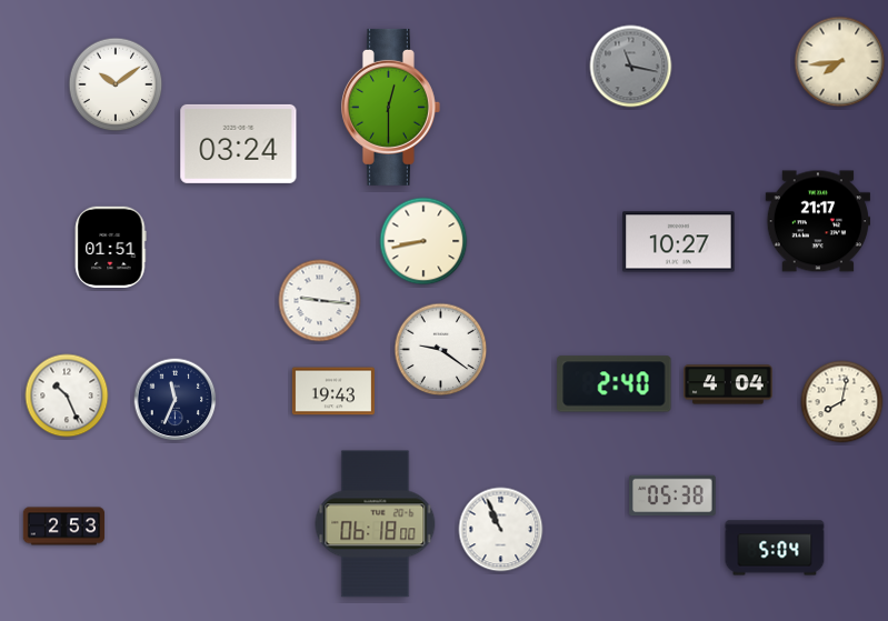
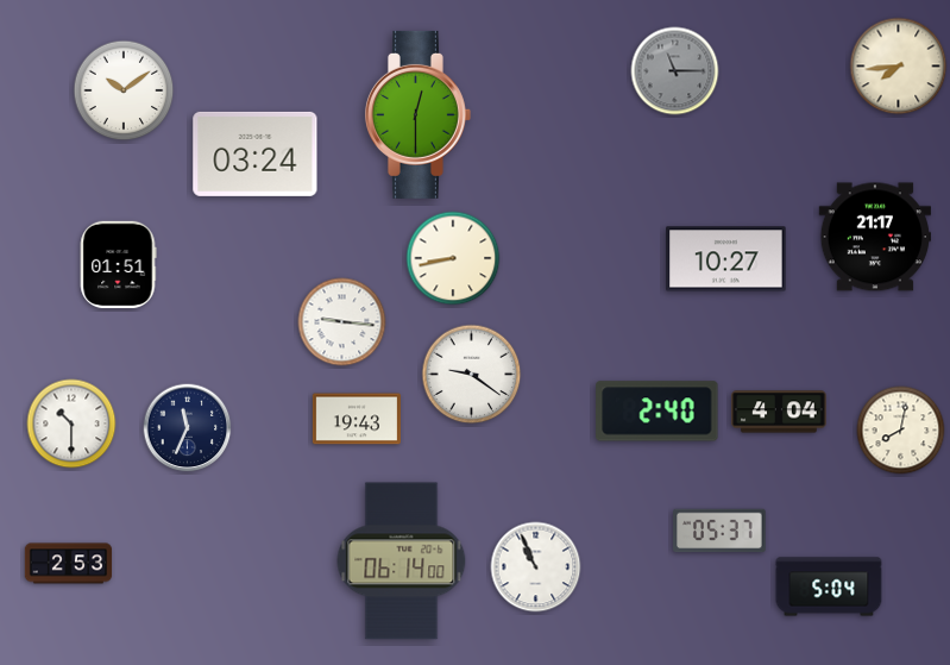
clock at (631, 67): 11:17 -> 11:15
clock at (67, 395): 10:26 -> 10:30
clock at (672, 495): 05:38 -> 05:37
clock at (376, 524): 06:18 -> 06:14
